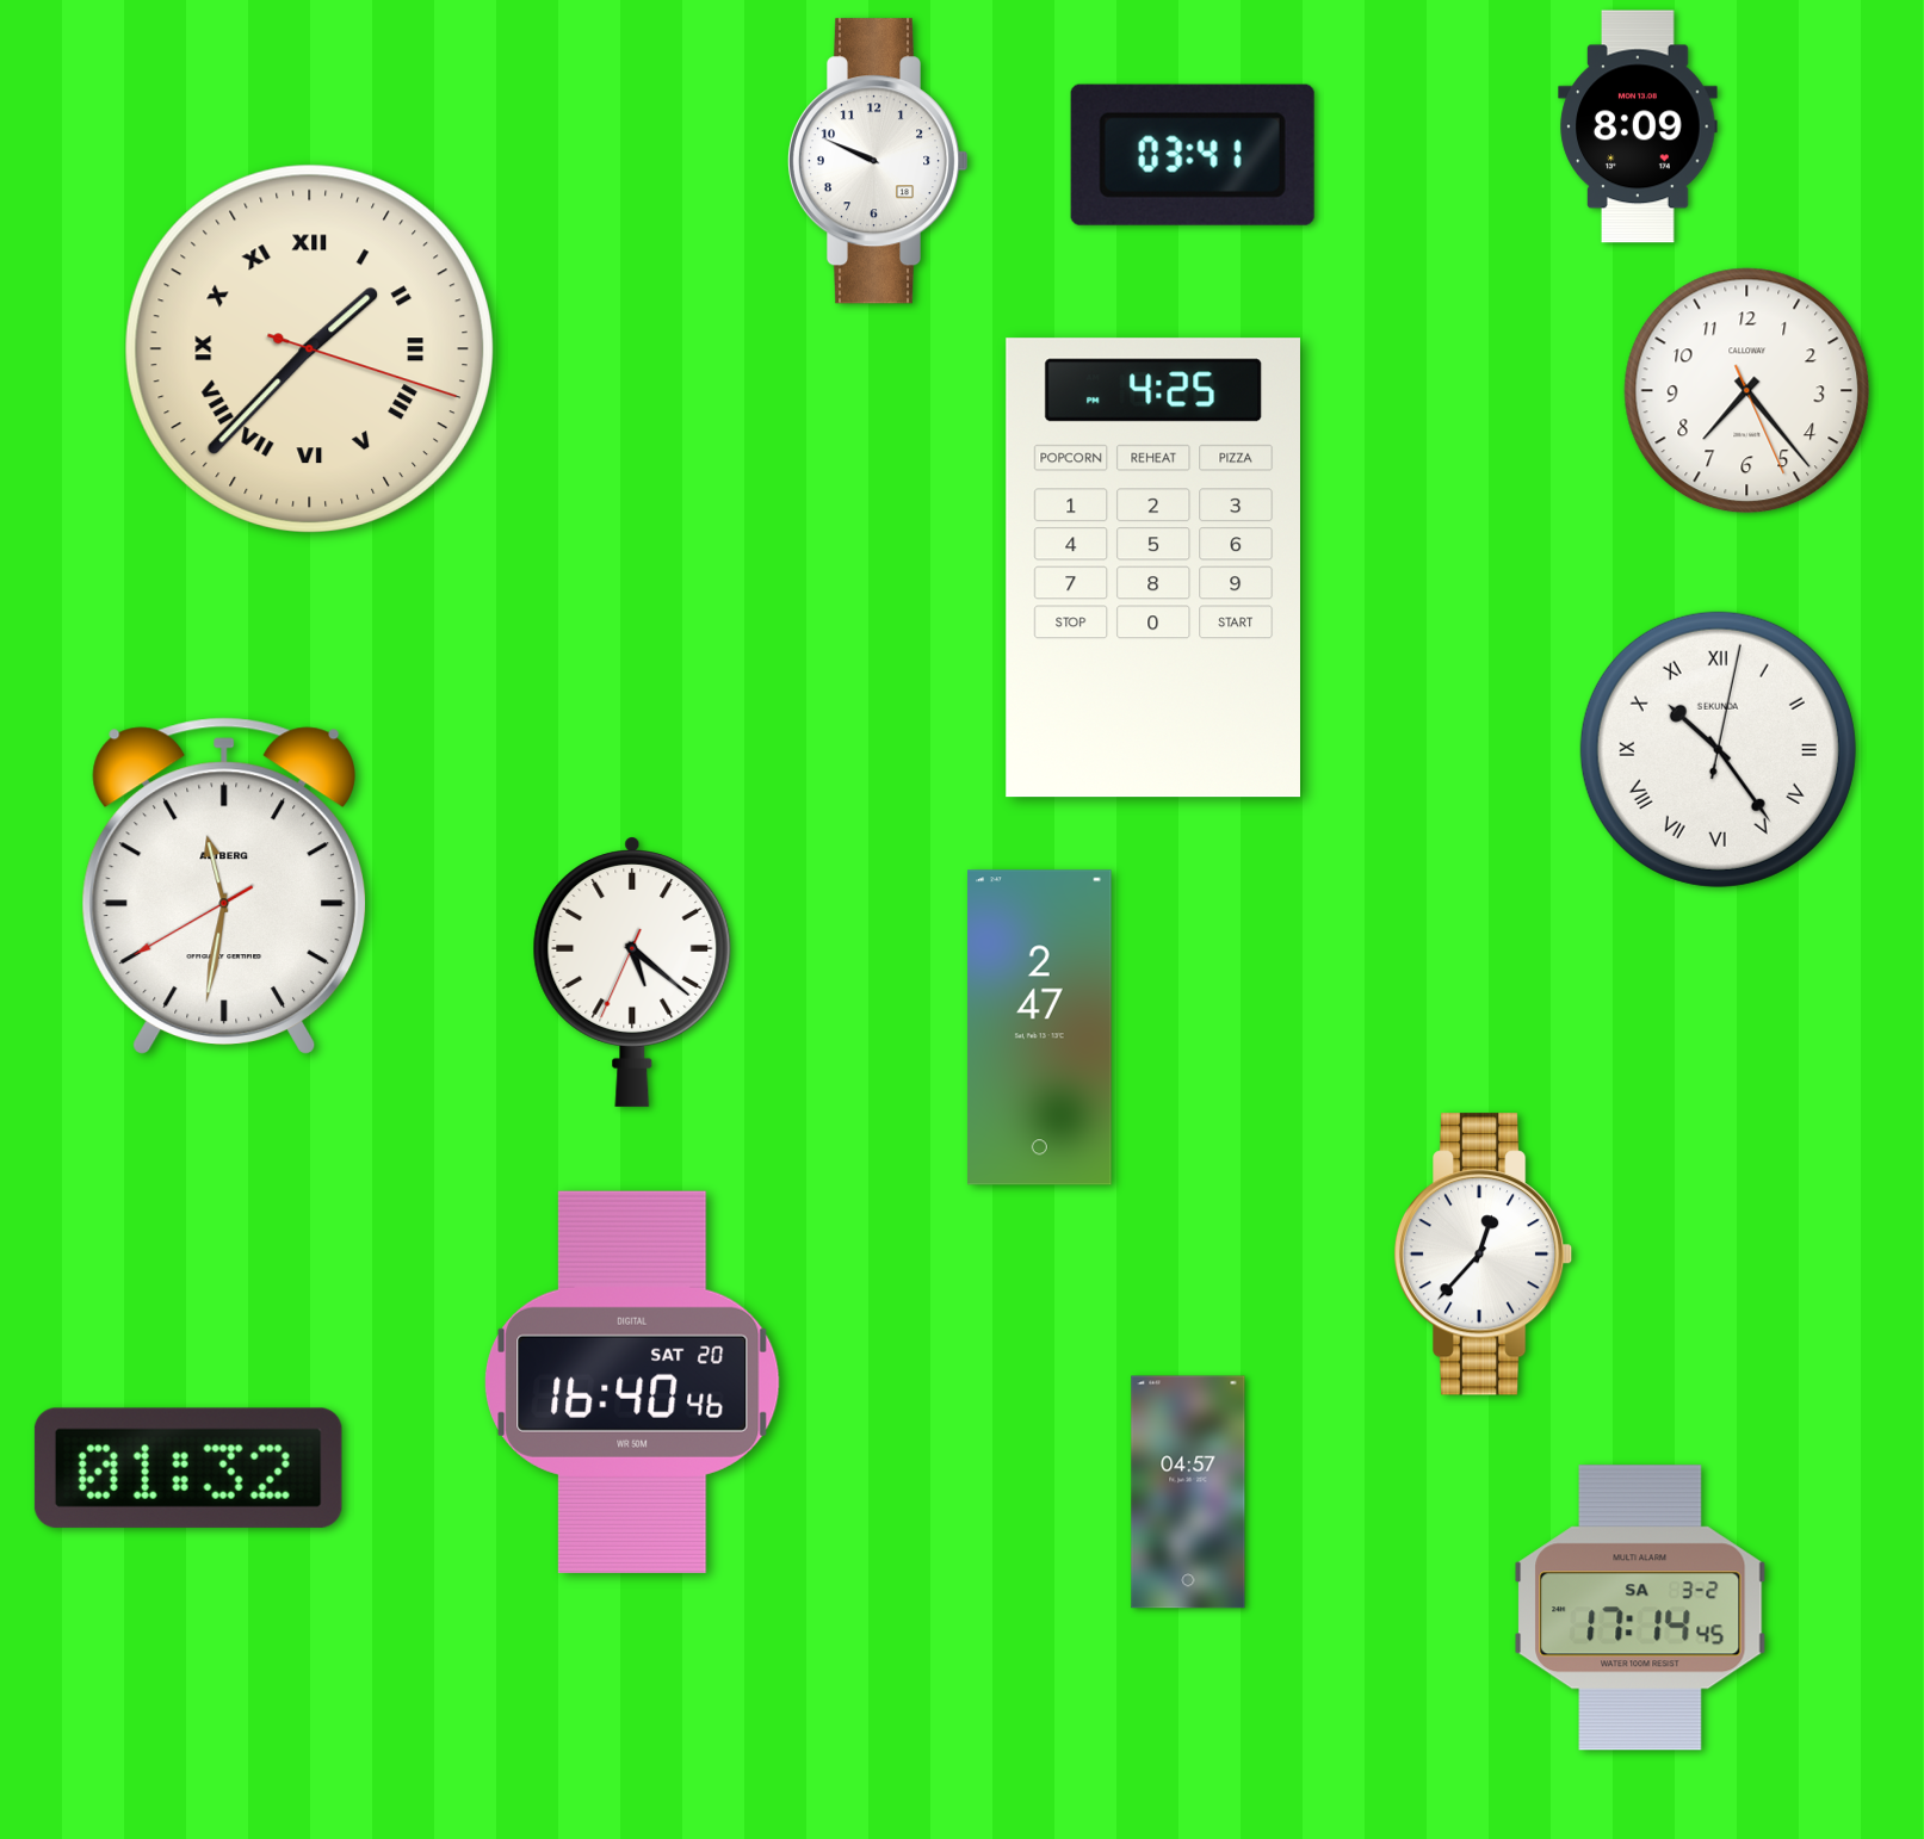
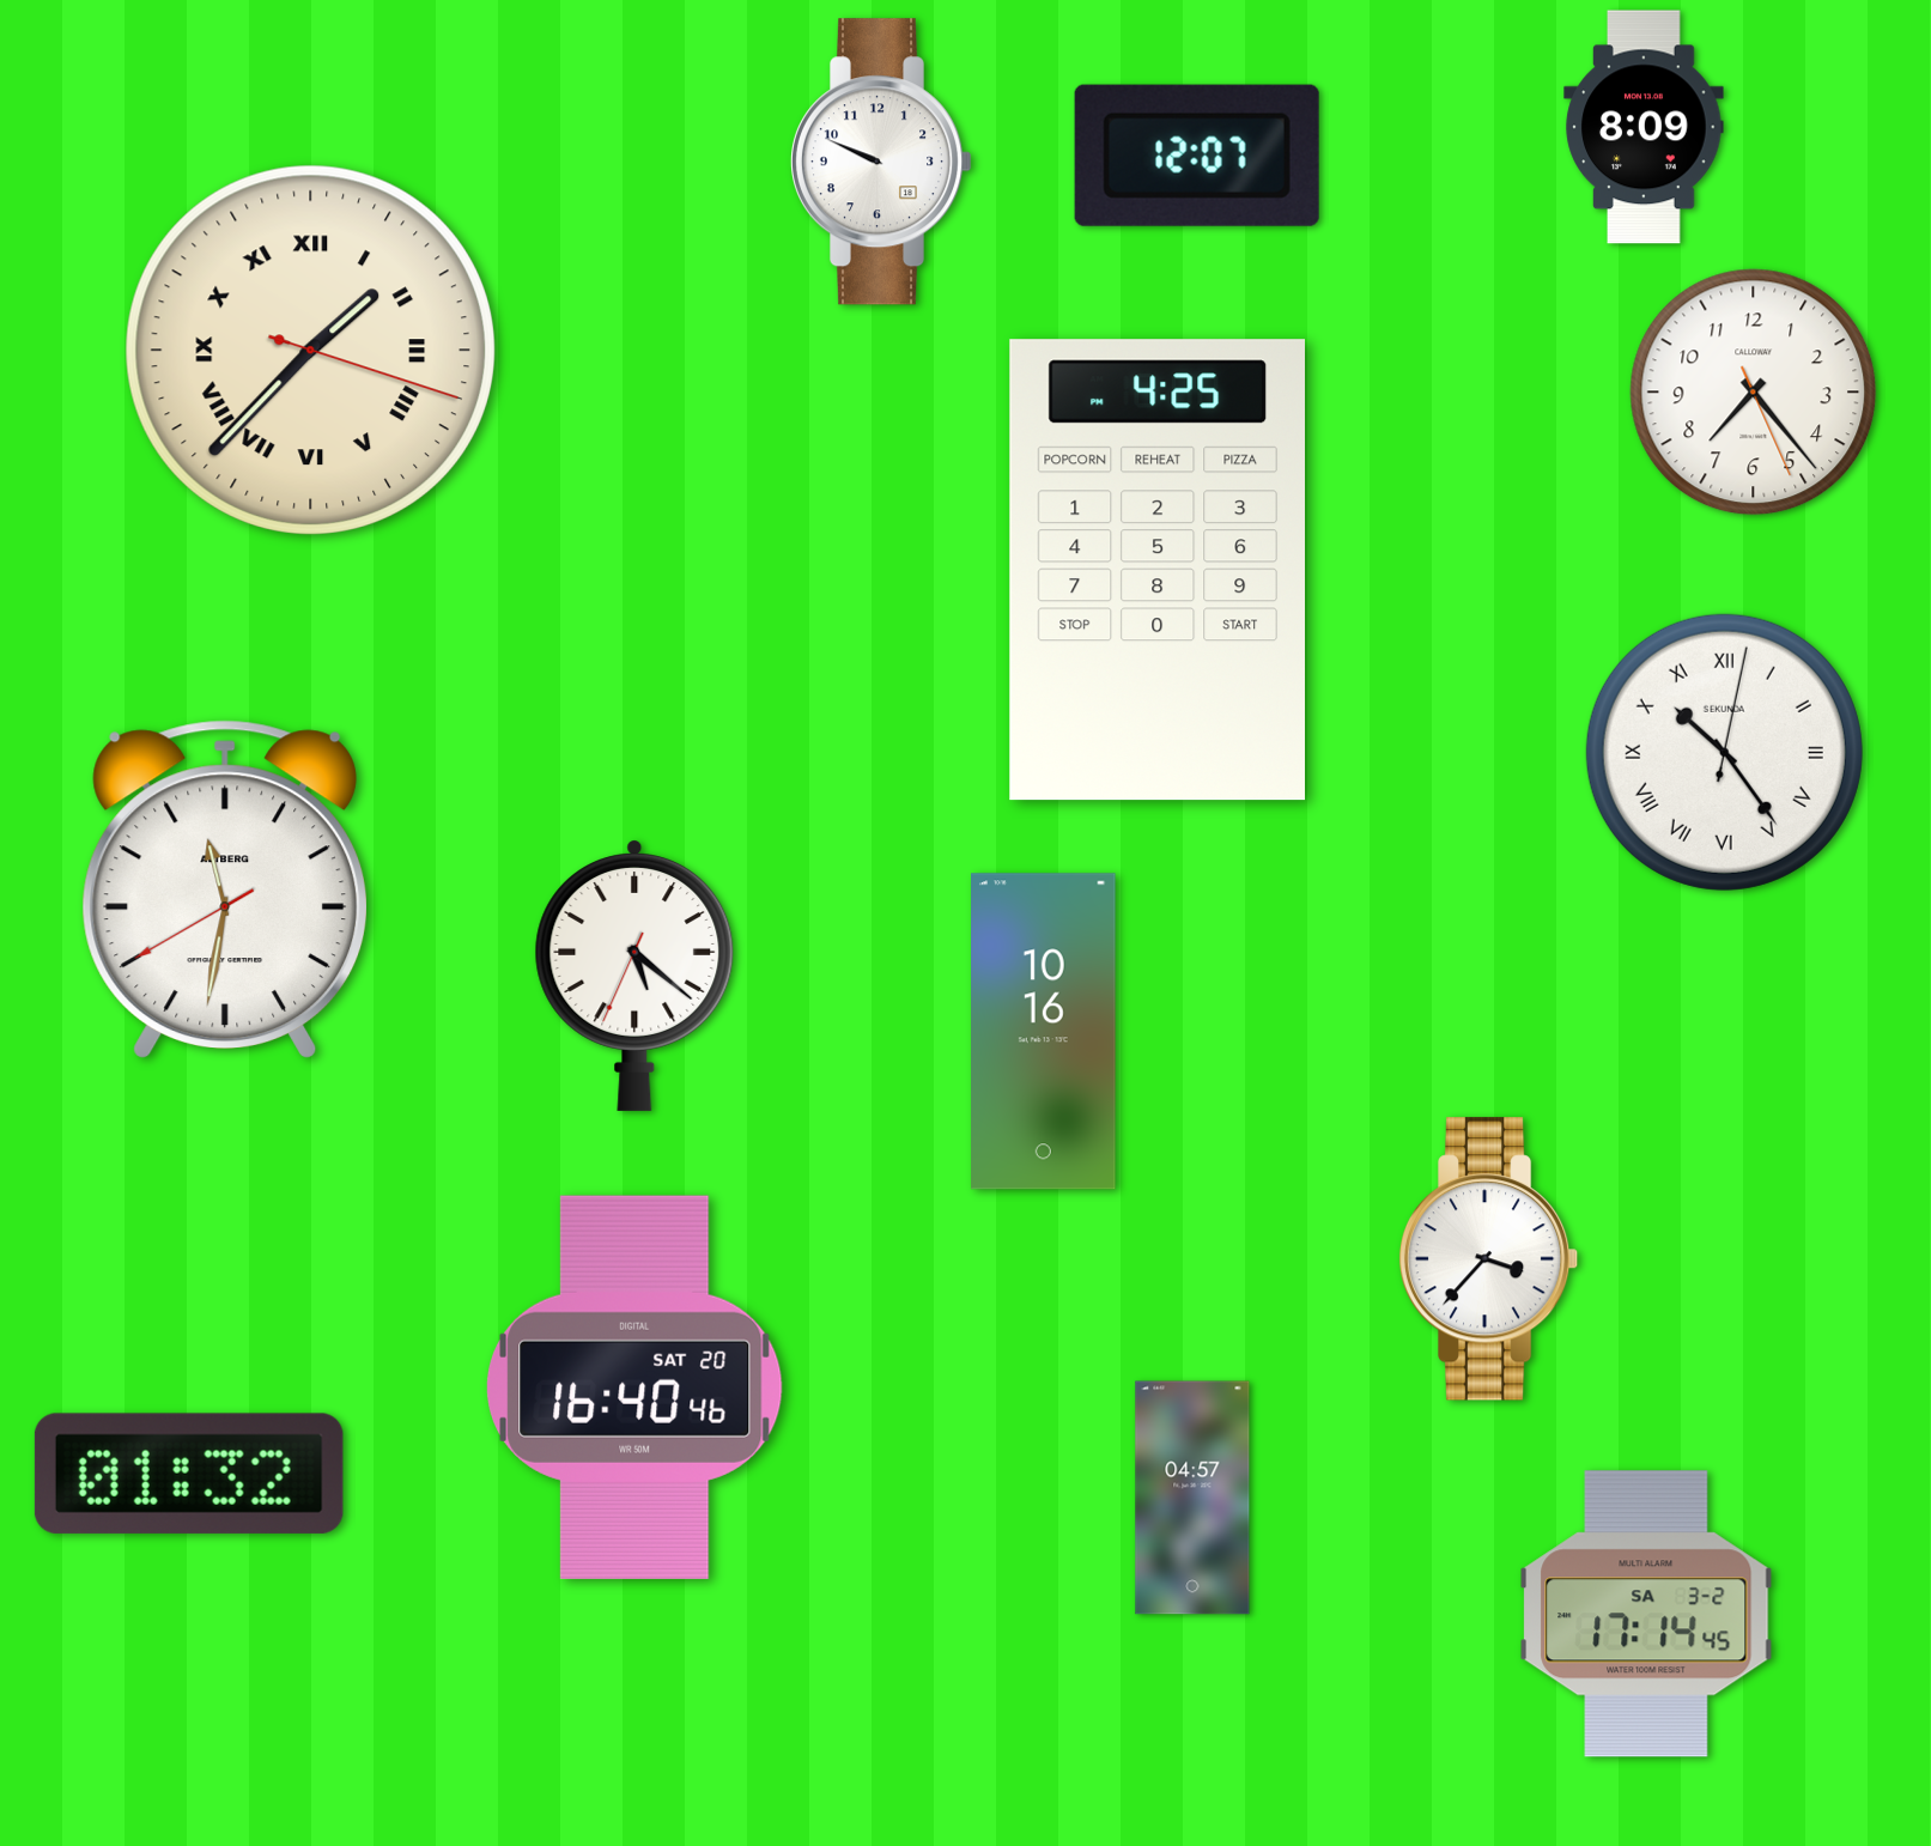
clock at (1193, 155): 03:41 -> 12:07
clock at (1040, 1028): 2:47 -> 10:16
clock at (1484, 1255): 12:37 -> 3:37
